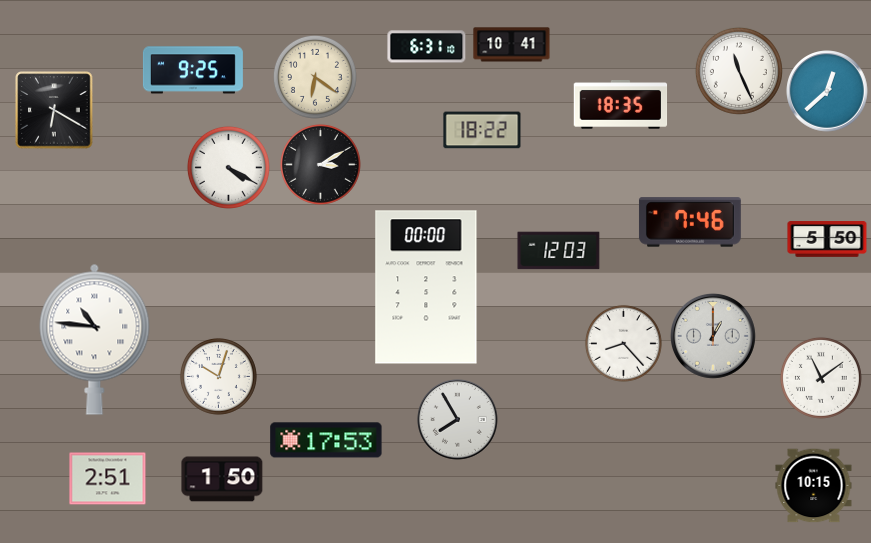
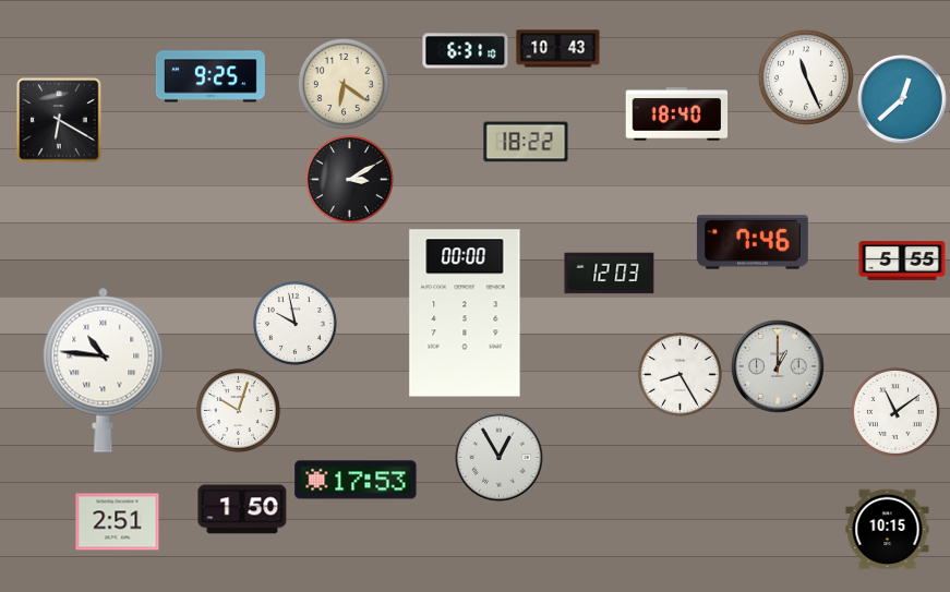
clock at (512, 45): 10:41 -> 10:43
clock at (621, 105): 18:35 -> 18:40
clock at (228, 167): 4:20 -> none
clock at (827, 239): 5:50 -> 5:55
clock at (294, 323): none -> 9:58
clock at (623, 343): 8:23 -> 8:25
clock at (458, 420): 7:55 -> 12:55
clock at (222, 479) position: (222, 479) -> (242, 509)
